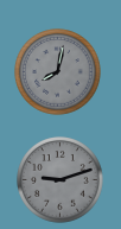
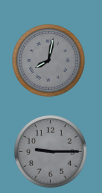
clock at (60, 180): 9:12 -> 9:15
